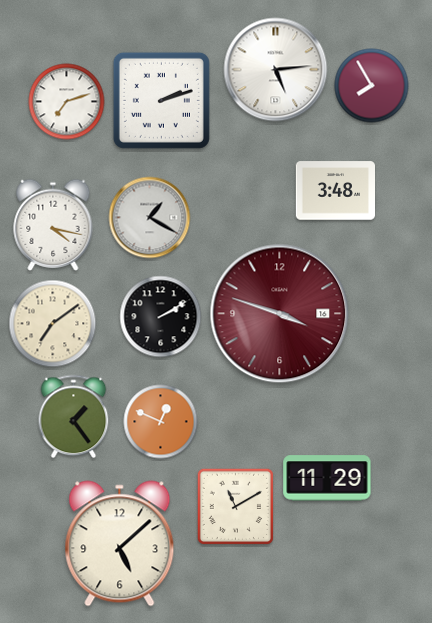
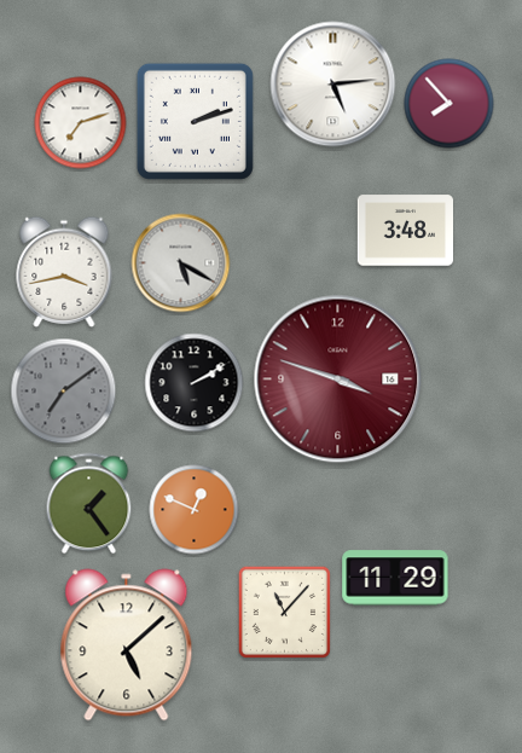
clock at (372, 86): 7:55 -> 7:53
clock at (150, 218): 1:20 -> 5:20
clock at (53, 225): 4:17 -> 3:43
clock at (53, 324) dial: cream -> grey
clock at (235, 506): 11:10 -> 11:07
clock at (120, 544) position: (120, 544) -> (127, 645)
